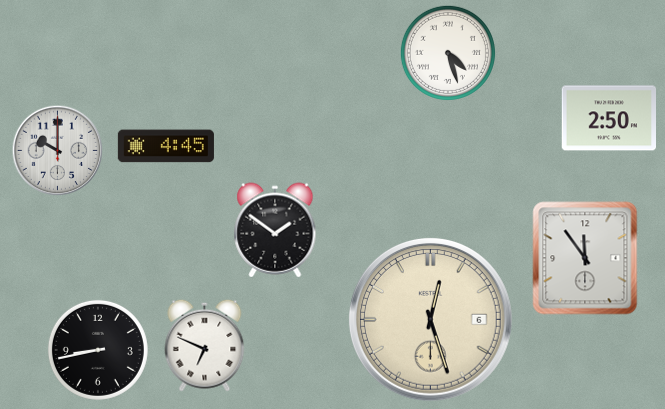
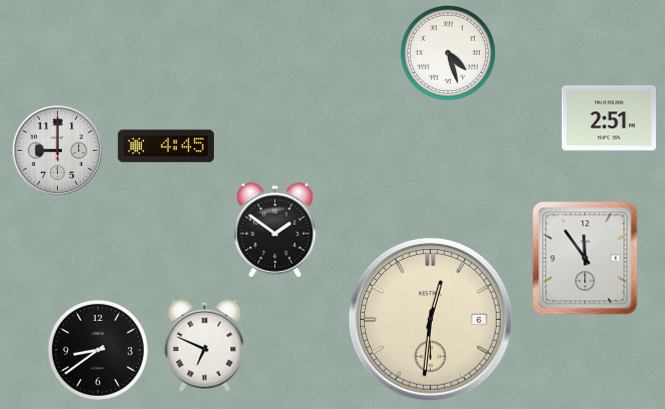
clock at (608, 118): 2:50 -> 2:51
clock at (58, 151): 10:00 -> 9:00
clock at (430, 319): 12:27 -> 12:31
clock at (98, 350): 8:43 -> 8:39
